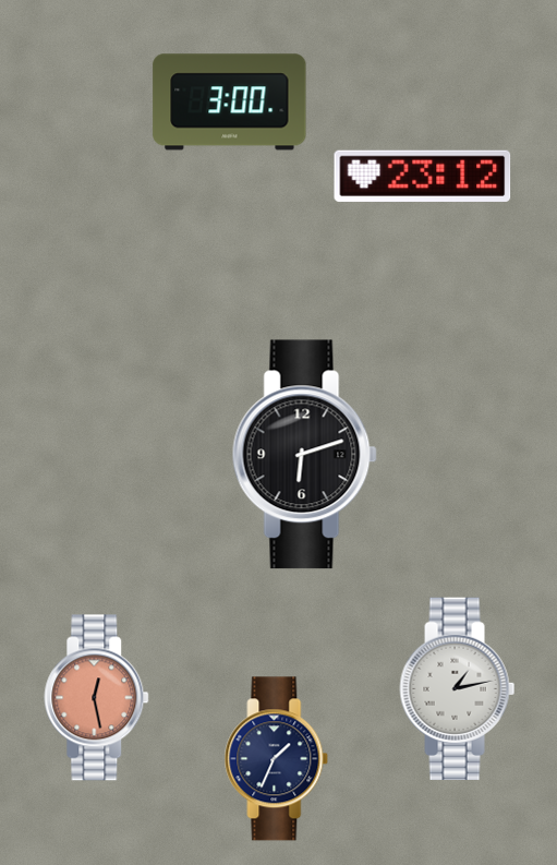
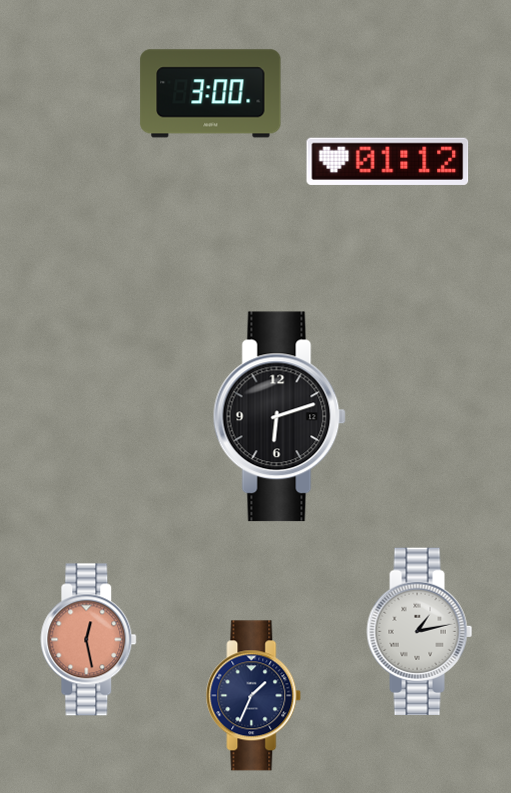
clock at (423, 176): 23:12 -> 01:12
